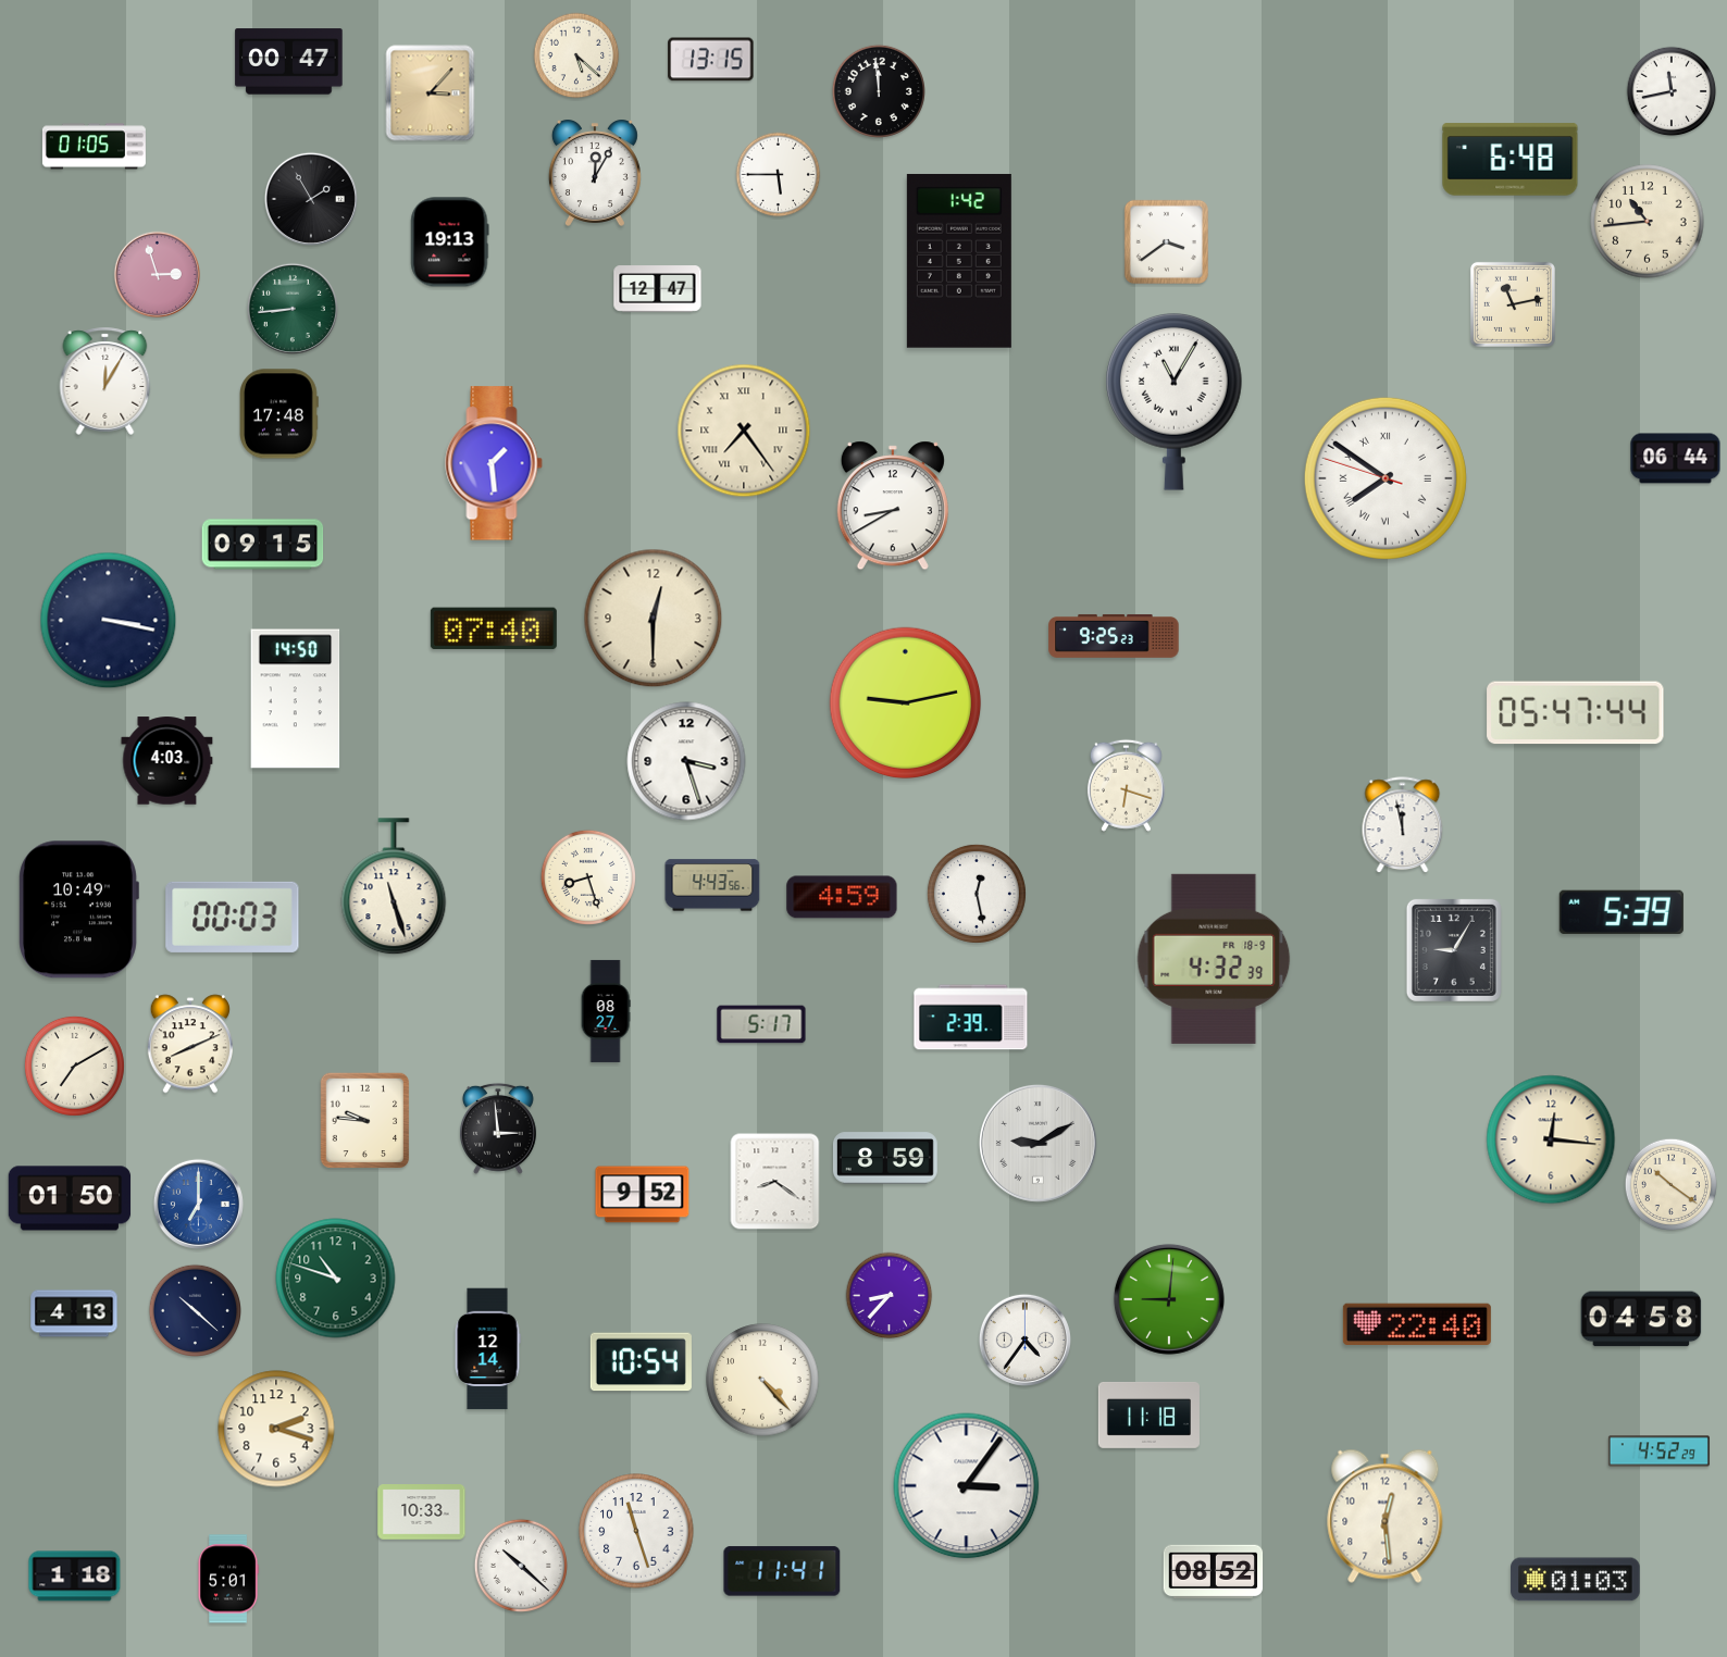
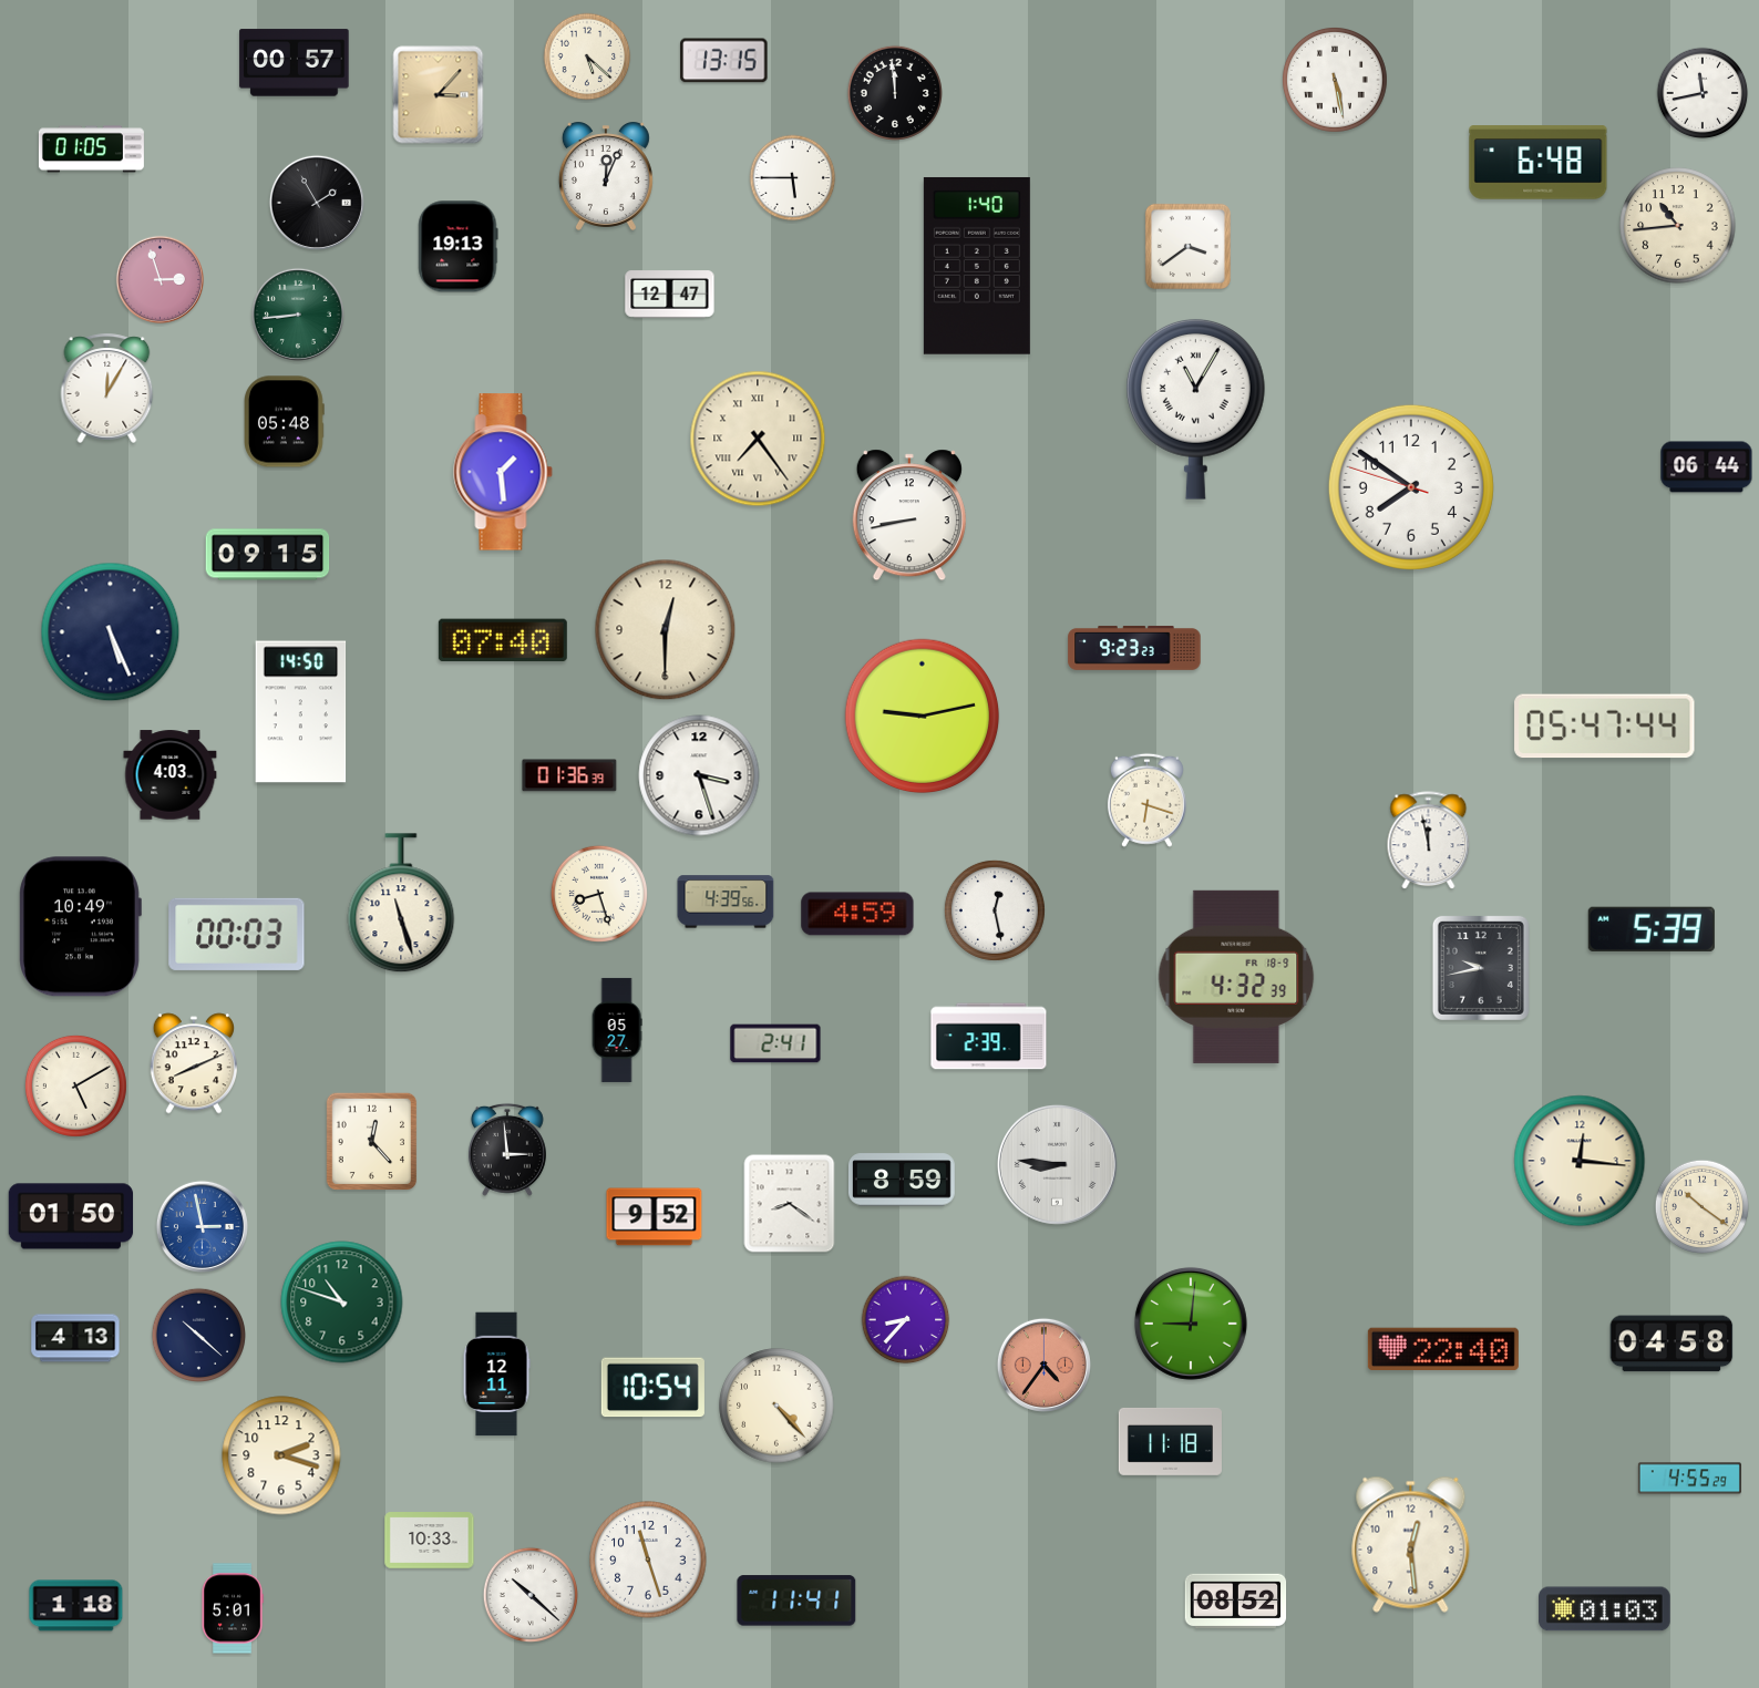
clock at (289, 62): 00:47 -> 00:57
clock at (1335, 80): none -> 5:28
clock at (94, 147) position: (94, 147) -> (91, 150)
clock at (595, 173): 12:05 -> 12:04
clock at (959, 261): 1:42 -> 1:40
clock at (1513, 304): 11:13 -> none
clock at (279, 414): 17:48 -> 05:48
clock at (1386, 478) numerals: Roman -> Arabic
clock at (893, 506): 8:40 -> 8:43
clock at (109, 621): 3:17 -> 5:26
clock at (1114, 636): 9:25 -> 9:23
clock at (569, 775): none -> 01:36
clock at (712, 885): 4:43 -> 4:39
clock at (1454, 950): 9:05 -> 9:43
clock at (606, 1011): 08:27 -> 05:27
clock at (761, 1024): 5:17 -> 2:41
clock at (74, 1066): 7:10 -> 5:10
clock at (365, 1121): 9:46 -> 12:23
clock at (1038, 1143): 9:10 -> 8:46
clock at (70, 1198) position: (70, 1198) -> (71, 1216)
clock at (198, 1204): 7:00 -> 2:58
clock at (1024, 1340) dial: white -> salmon
clock at (487, 1349): 12:14 -> 12:11
clock at (1658, 1452): 4:52 -> 4:55
clock at (967, 1486): 3:06 -> none
